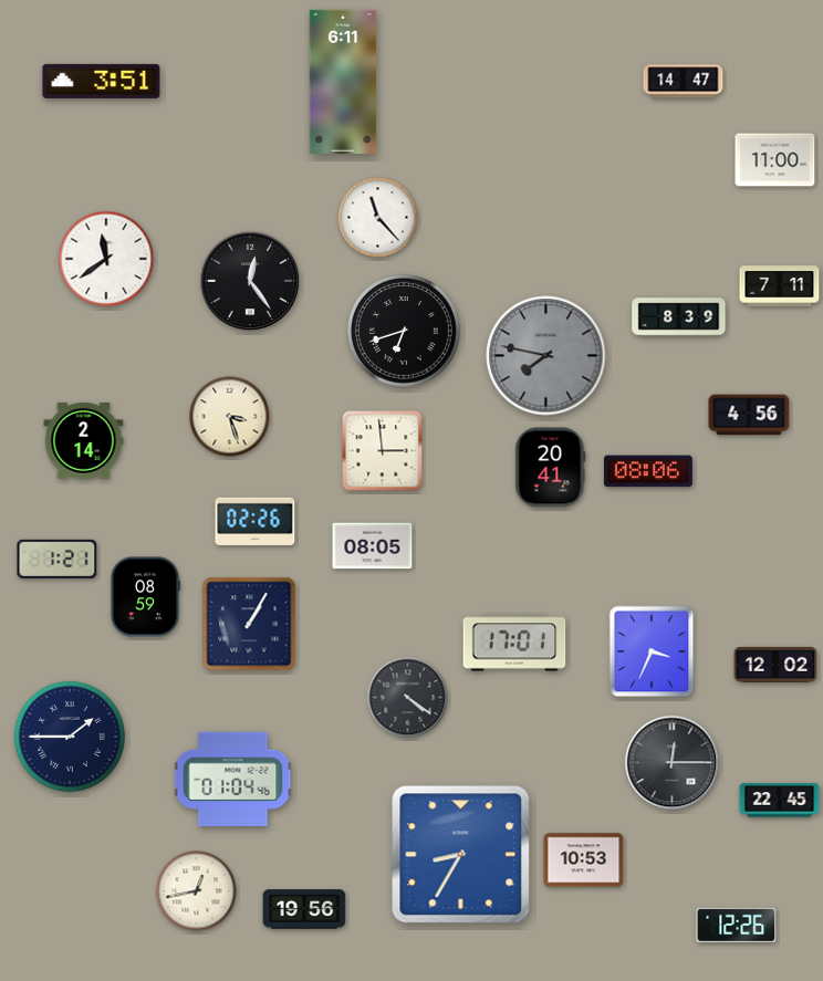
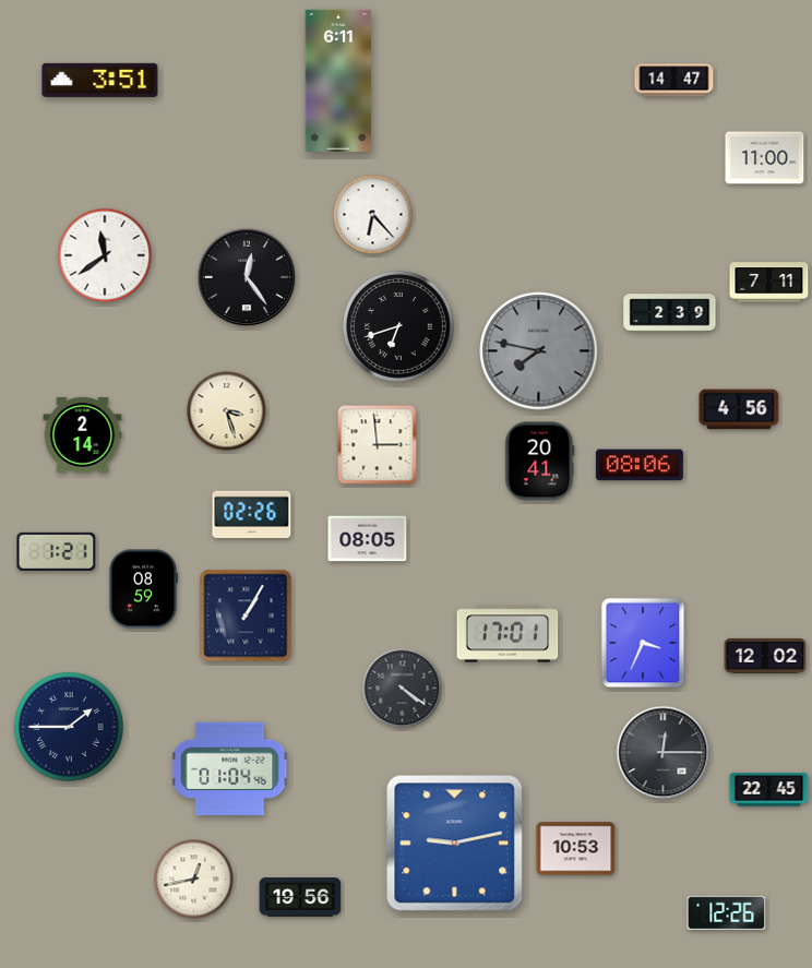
clock at (378, 218): 11:23 -> 6:23
clock at (679, 317): 8:39 -> 2:39
clock at (551, 468) position: (551, 468) -> (540, 462)
clock at (461, 855): 8:35 -> 9:13
